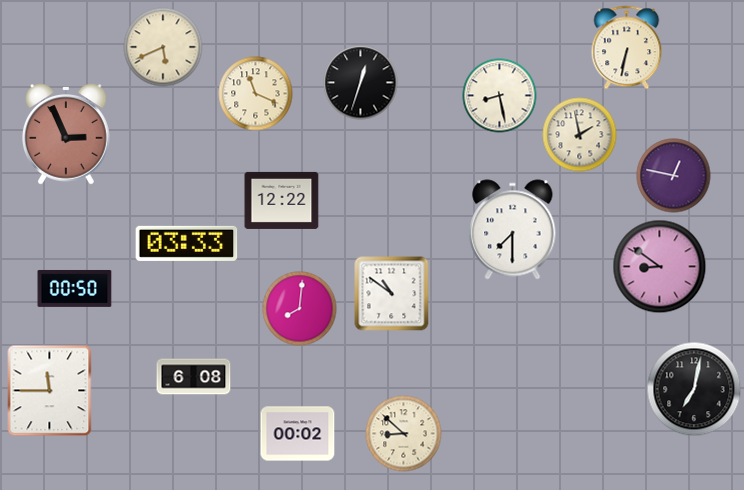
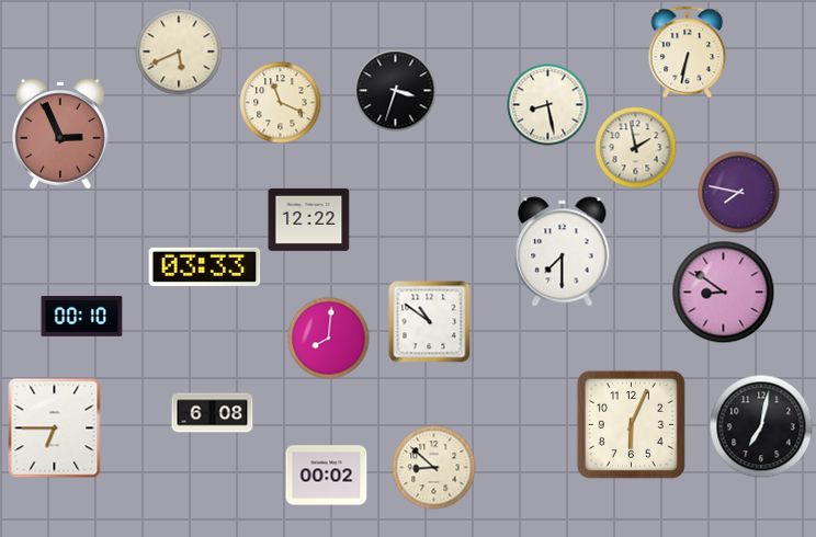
clock at (361, 83): 12:33 -> 3:33
clock at (67, 134) position: (67, 134) -> (61, 134)
clock at (674, 176): 12:47 -> 7:47
clock at (75, 288): 00:50 -> 00:10
clock at (631, 424): none -> 6:04
clock at (50, 391): 11:45 -> 6:45
clock at (404, 434) position: (404, 434) -> (434, 468)
